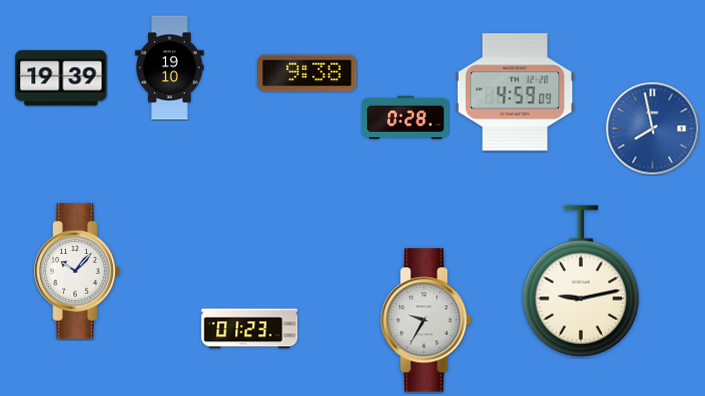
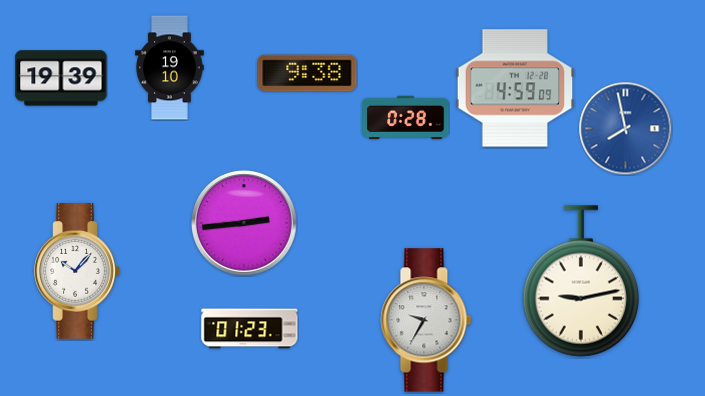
clock at (515, 92) position: (515, 92) -> (515, 88)
clock at (652, 128) position: (652, 128) -> (625, 128)
clock at (245, 224): none -> 2:44
